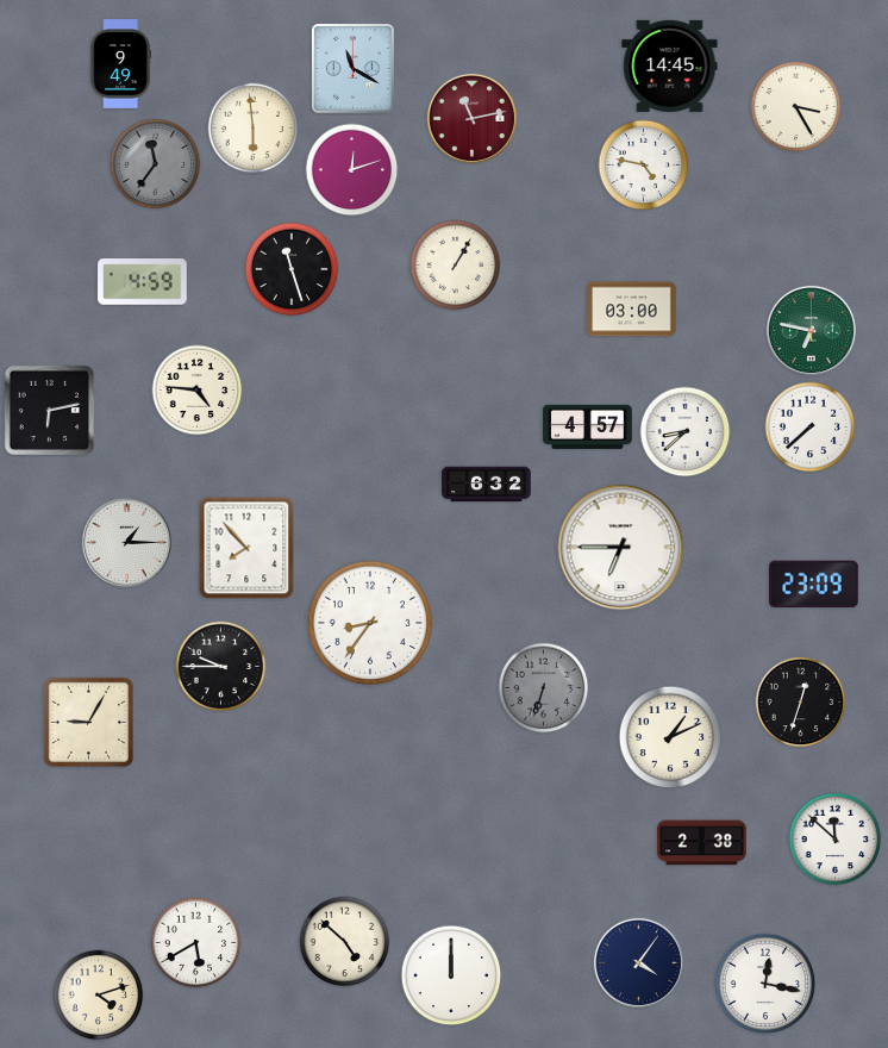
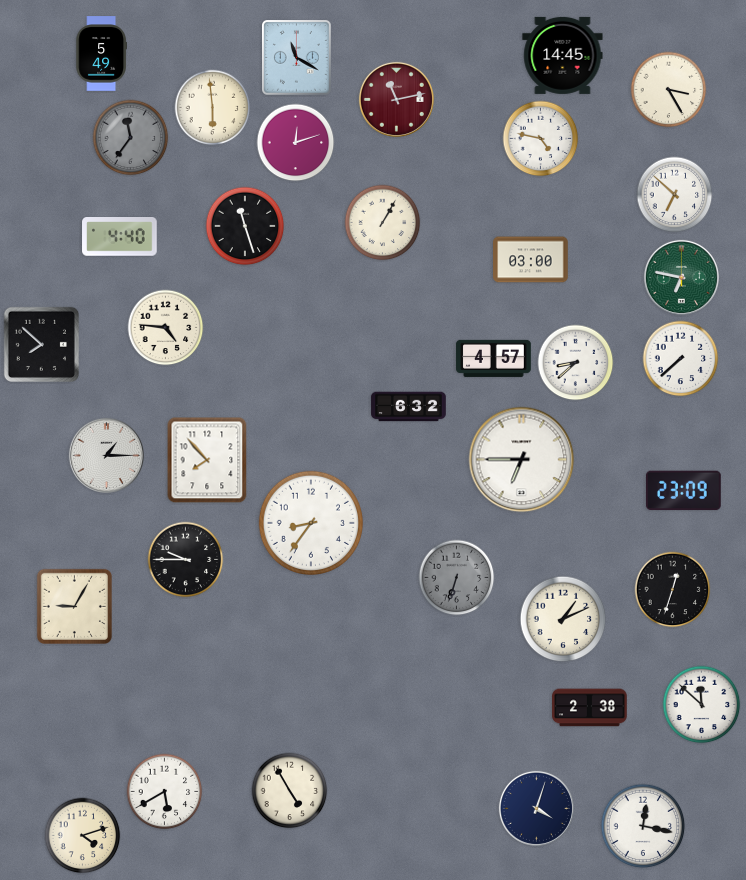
clock at (120, 64): 9:49 -> 5:49
clock at (675, 195): none -> 6:52
clock at (143, 282): 4:59 -> 4:40
clock at (49, 410): 6:13 -> 7:52
clock at (345, 942): 4:52 -> 4:55
clock at (638, 962): 4:06 -> 4:03
clock at (451, 975): 12:00 -> none
